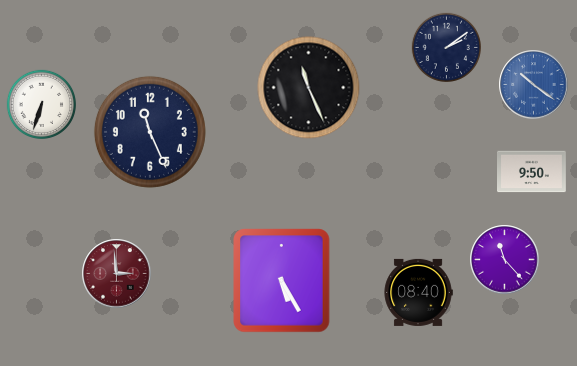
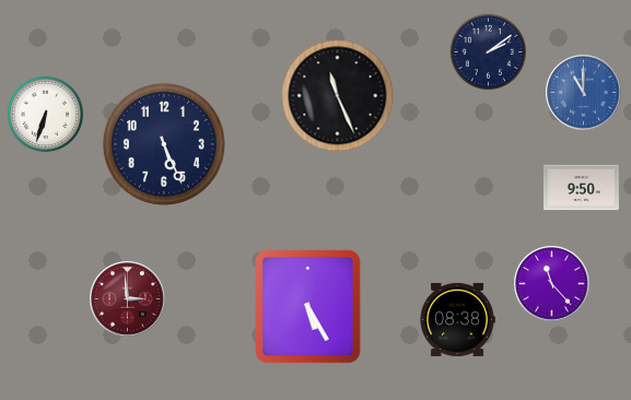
clock at (534, 85): 10:21 -> 11:00
clock at (150, 132): 11:26 -> 5:26
clock at (418, 292): 08:40 -> 08:38
